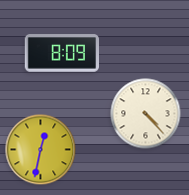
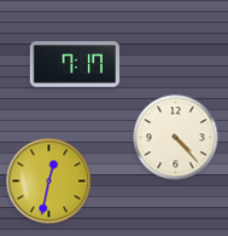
clock at (61, 53): 8:09 -> 7:17
